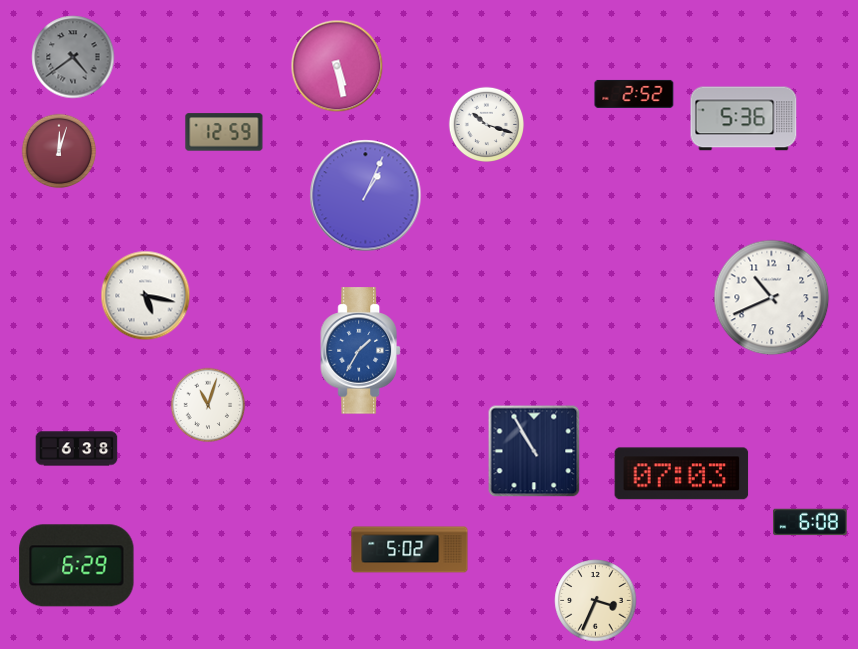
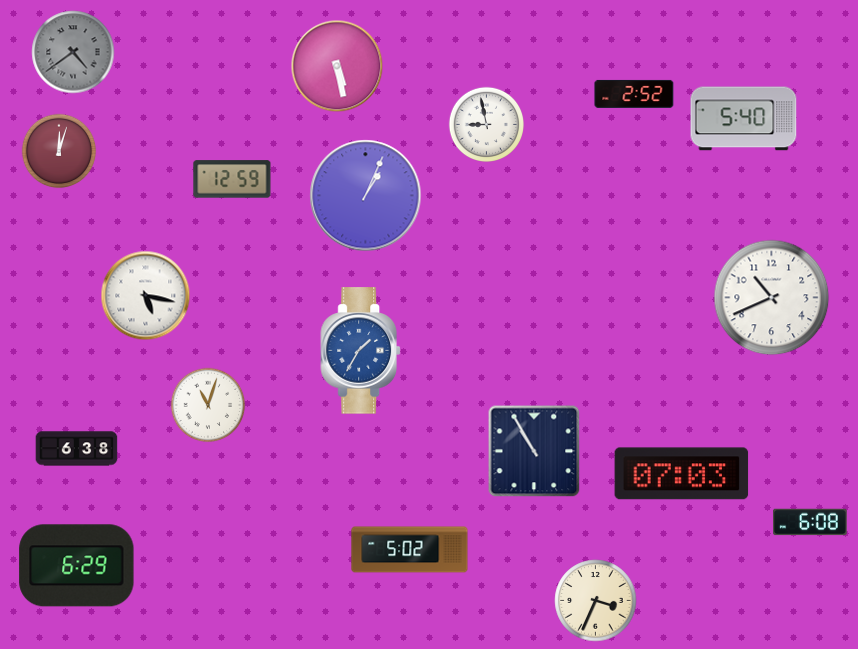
clock at (73, 57) position: (73, 57) -> (73, 52)
clock at (744, 119): 5:36 -> 5:40
clock at (486, 124): 10:18 -> 8:58
clock at (224, 132) position: (224, 132) -> (232, 179)
